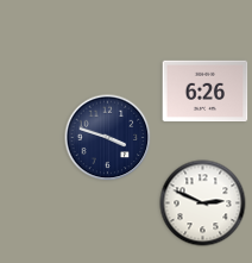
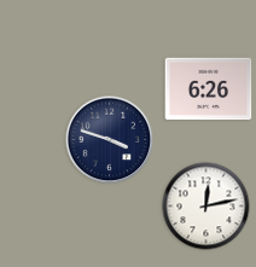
clock at (206, 92) position: (206, 92) -> (209, 89)
clock at (203, 203): 2:49 -> 12:13
